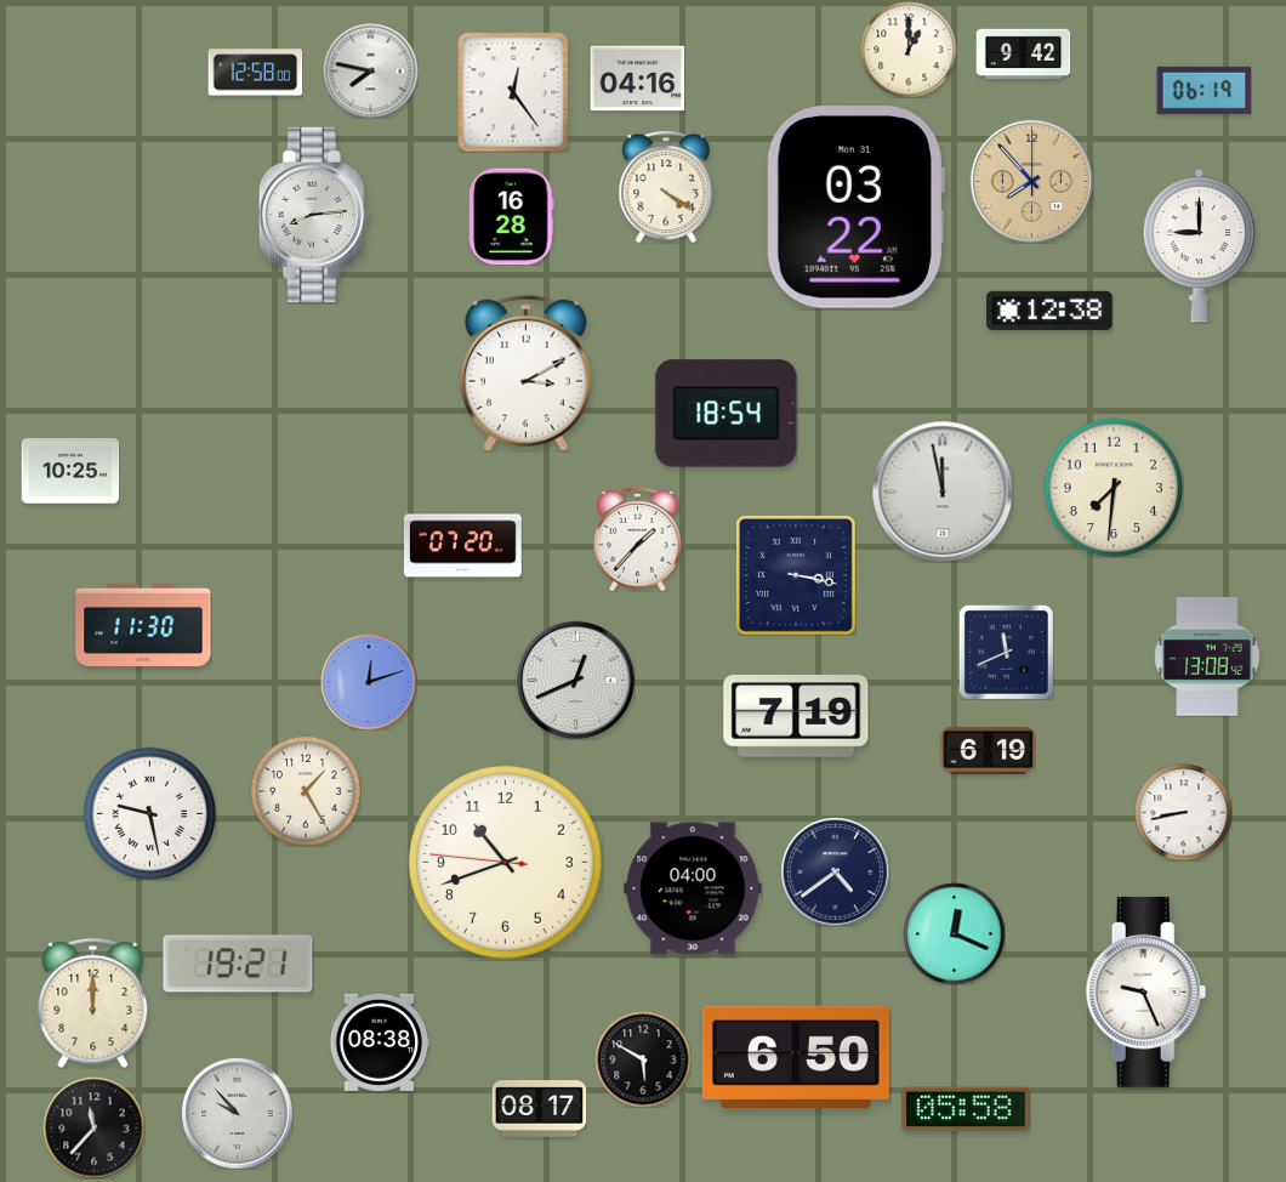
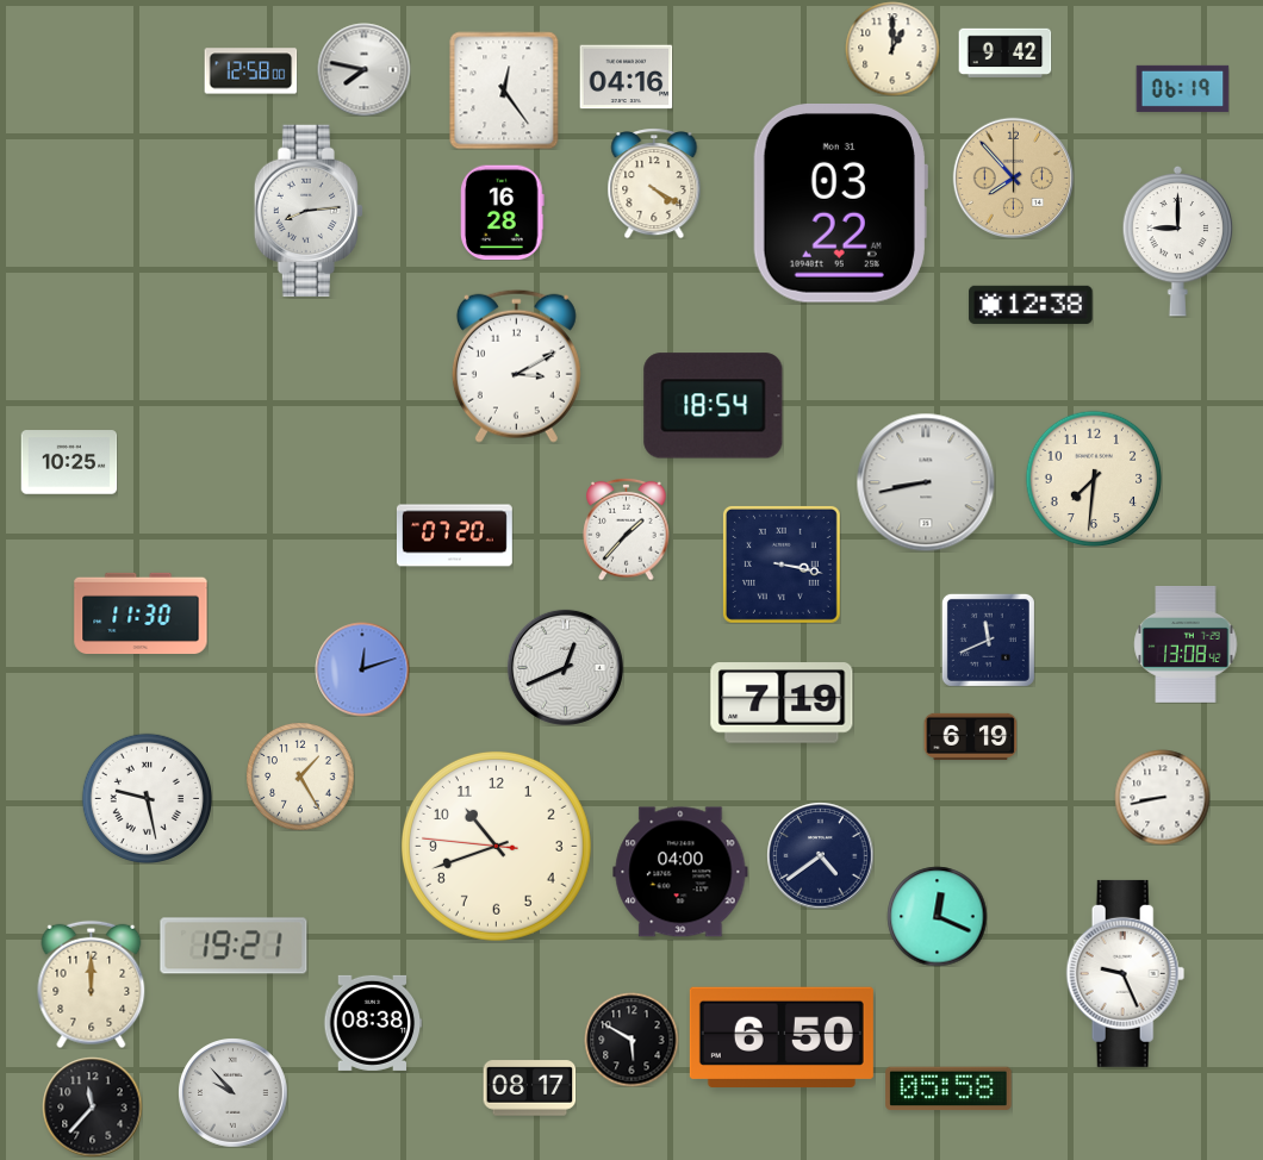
clock at (943, 491): 11:58 -> 8:43
